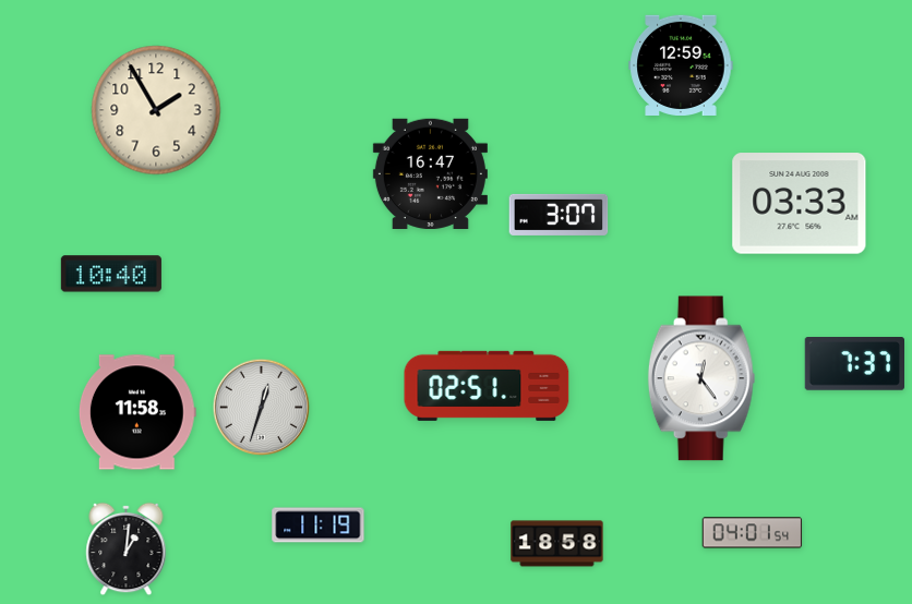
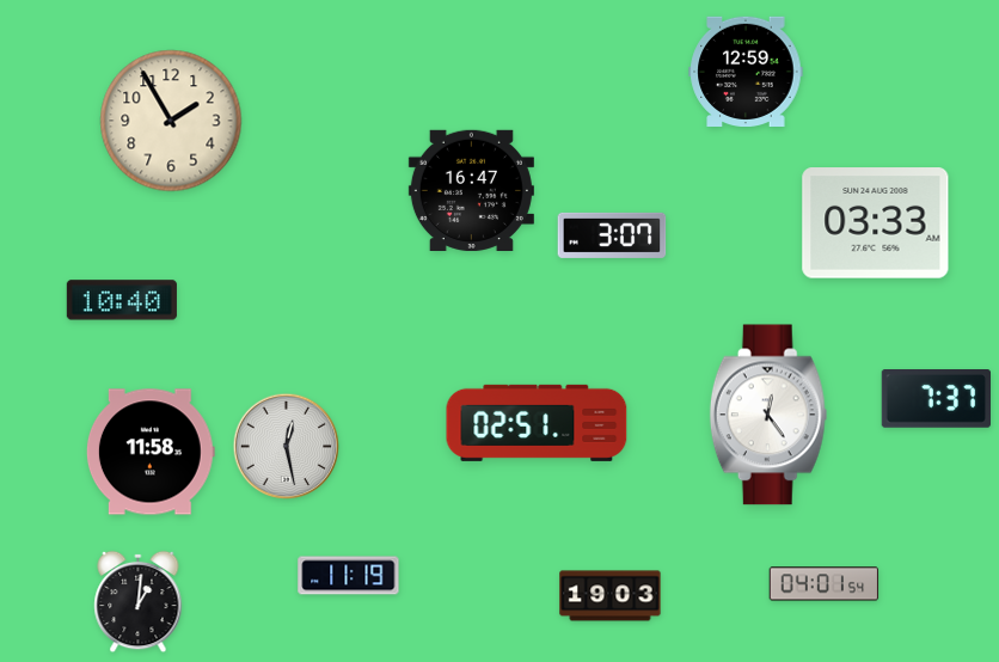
clock at (487, 386) position: (487, 386) -> (537, 423)
clock at (262, 408): 12:33 -> 12:28
clock at (557, 544): 18:58 -> 19:03
